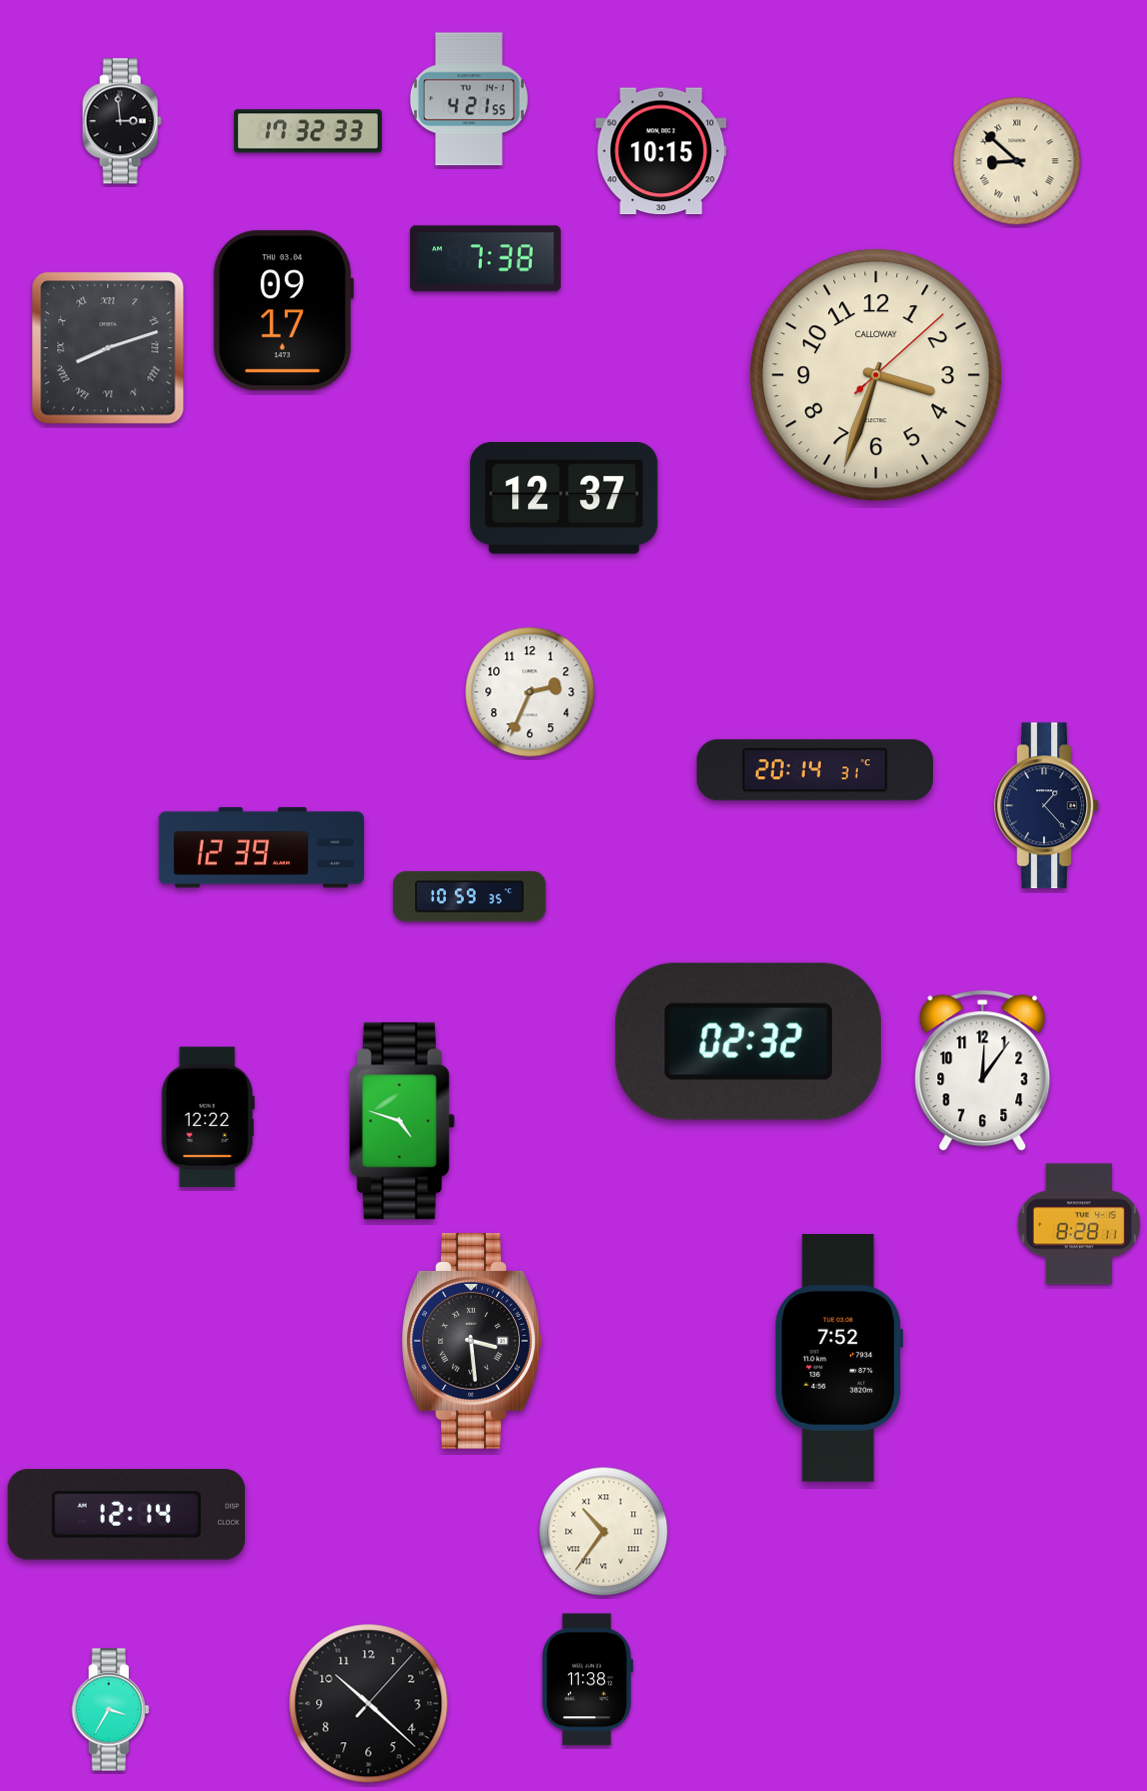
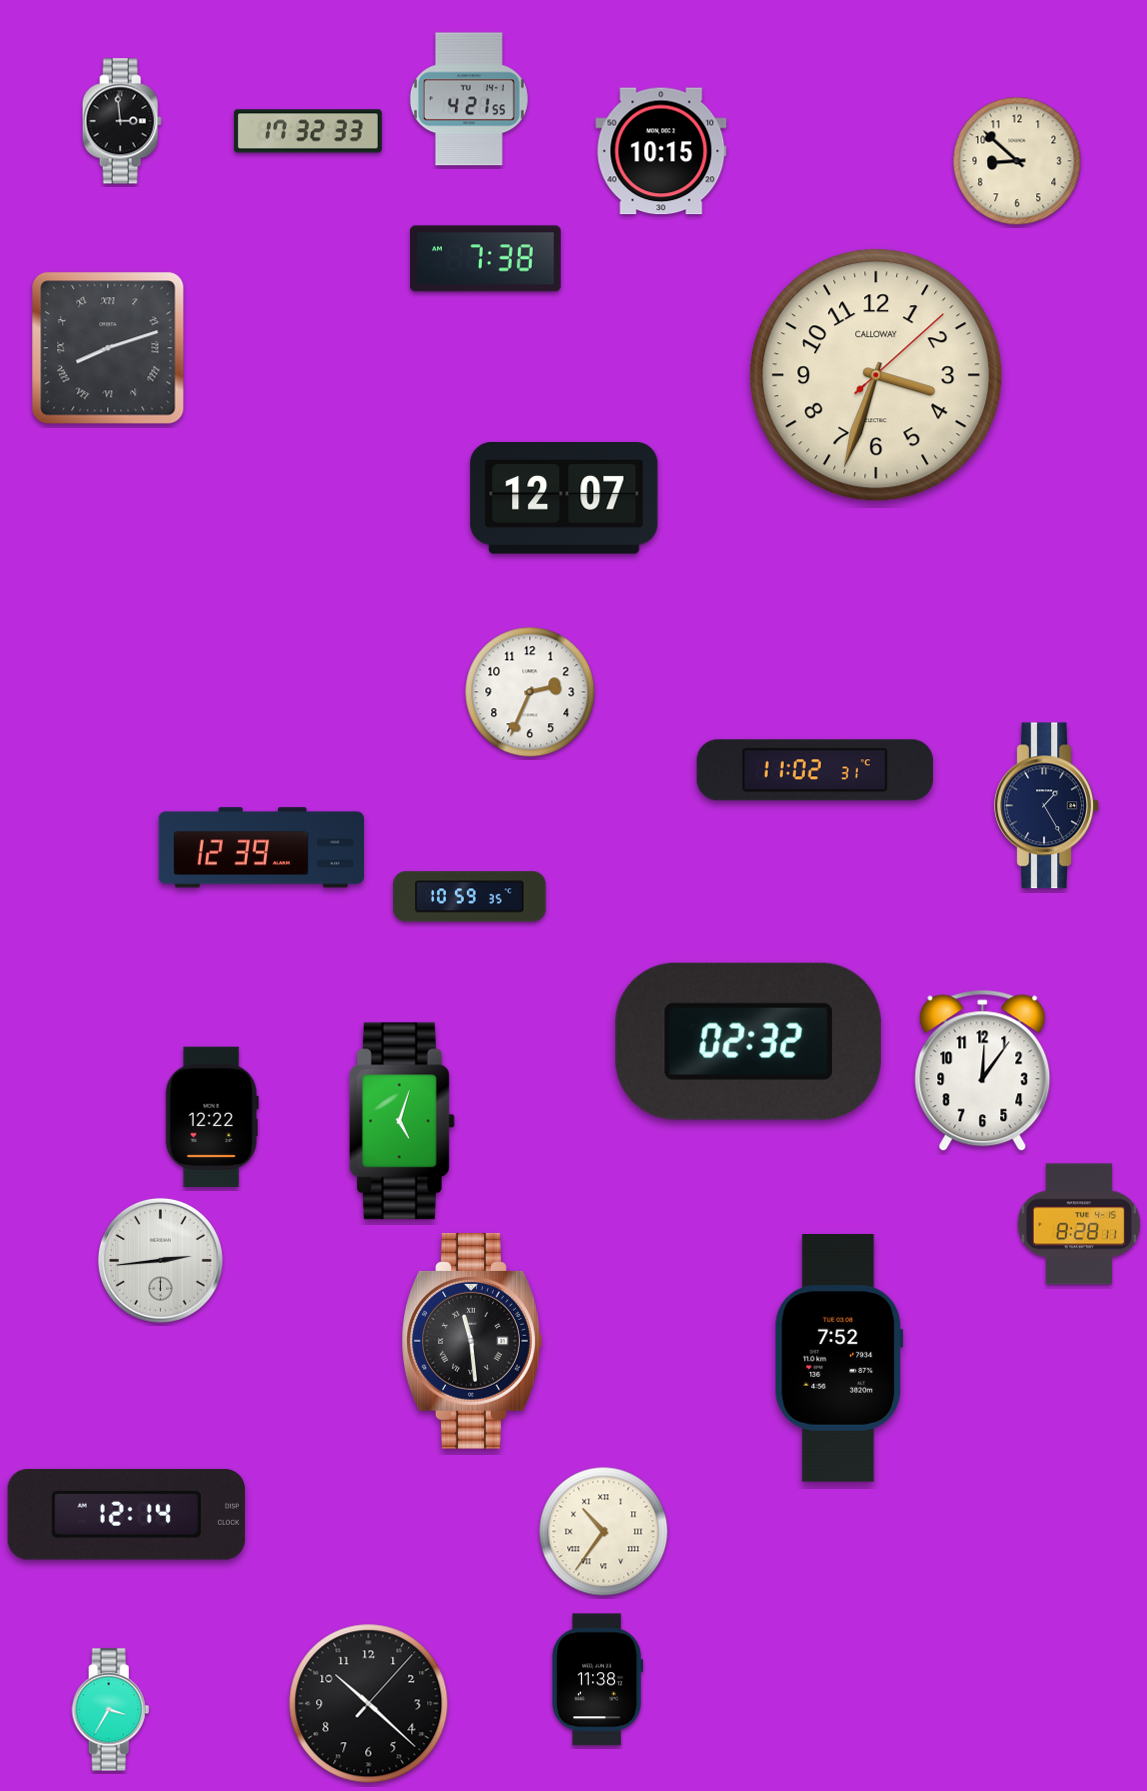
clock at (1017, 161) numerals: Roman -> Arabic
clock at (283, 311): 09:17 -> none
clock at (564, 499): 12:37 -> 12:07
clock at (814, 770): 20:14 -> 11:02
clock at (1047, 806): 1:23 -> 1:25
clock at (208, 1116) position: (208, 1116) -> (212, 1116)
clock at (402, 1121): 4:48 -> 5:03
clock at (160, 1260): none -> 2:44
clock at (472, 1341): 3:29 -> 11:29
clock at (588, 1680) position: (588, 1680) -> (598, 1680)
